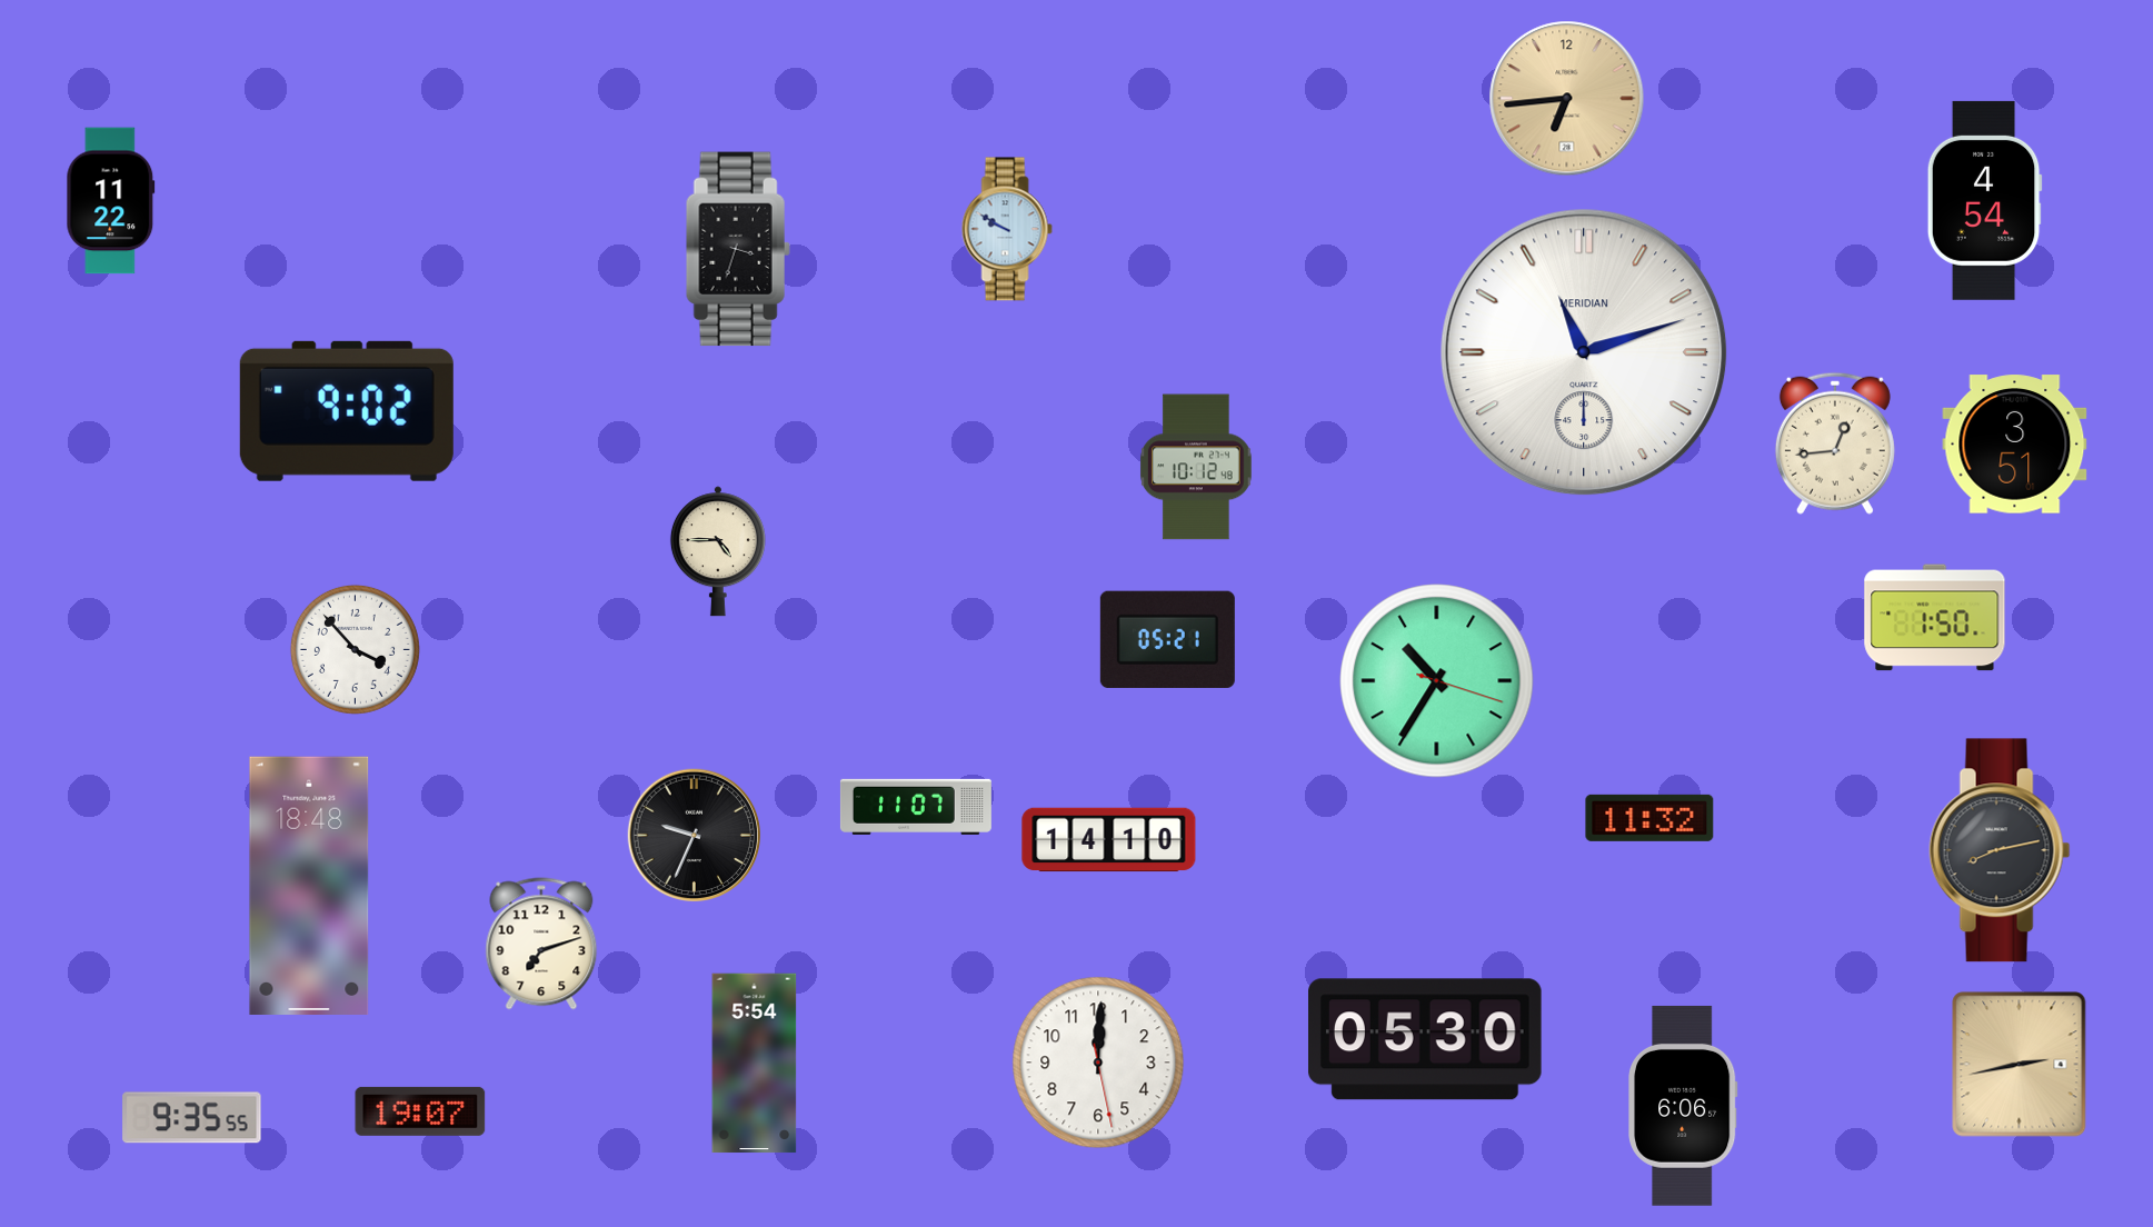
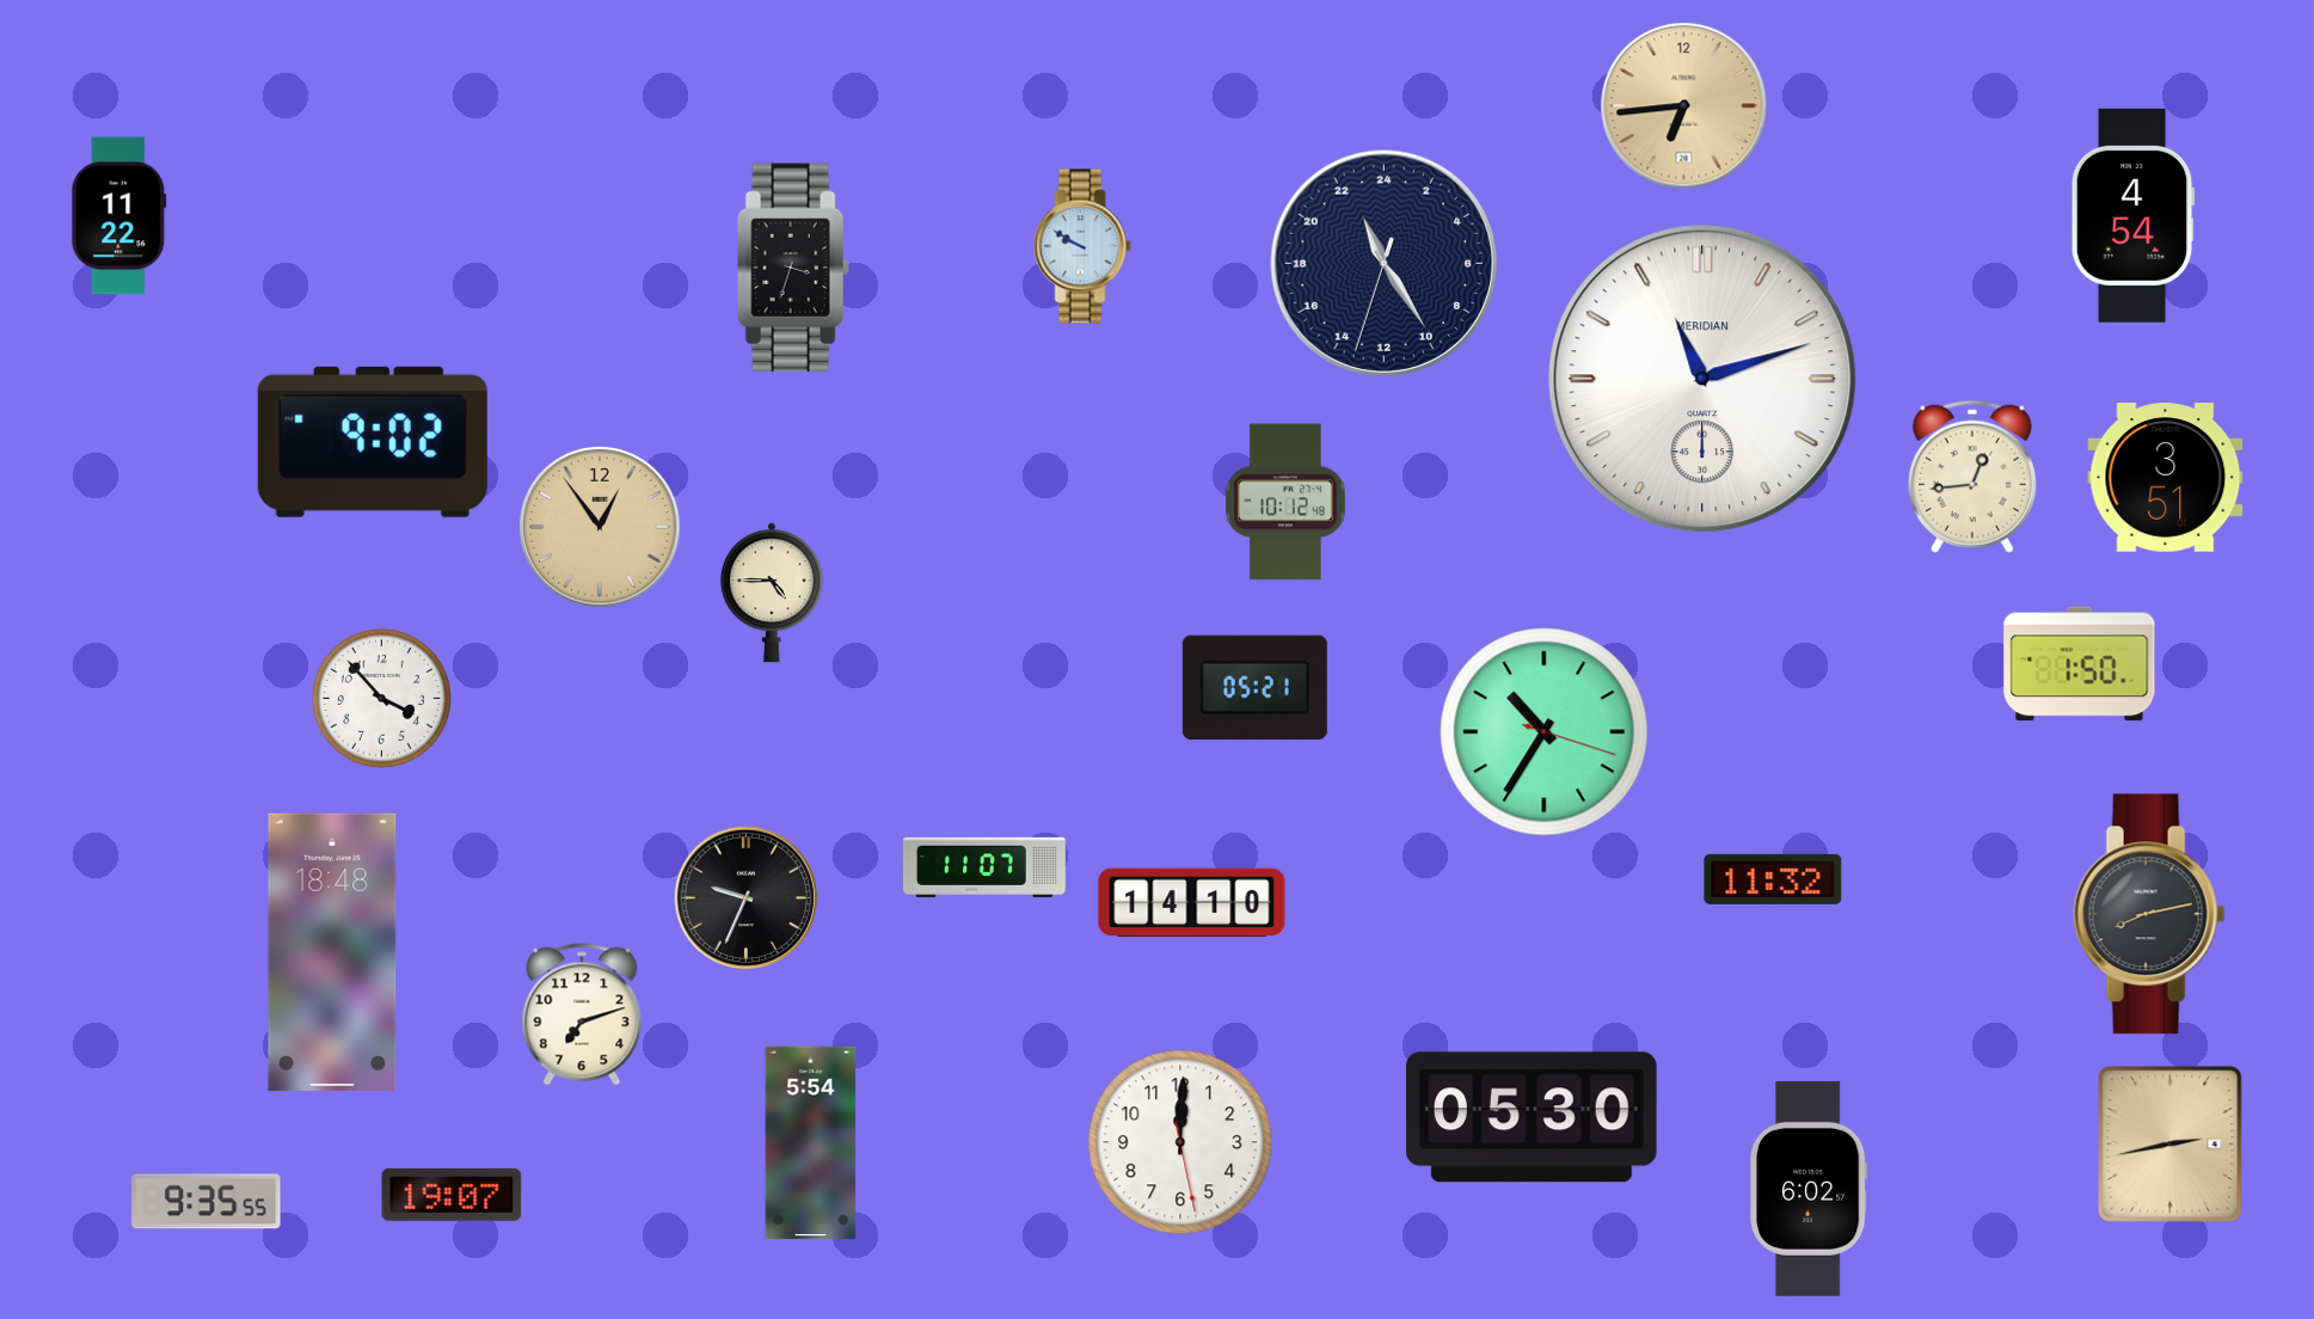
clock at (1383, 263): none -> 22:24
clock at (600, 527): none -> 12:54
clock at (1684, 1106): 6:06 -> 6:02
